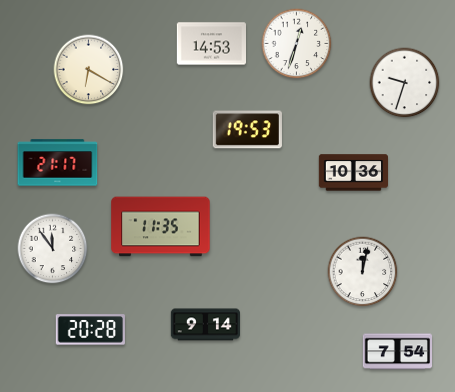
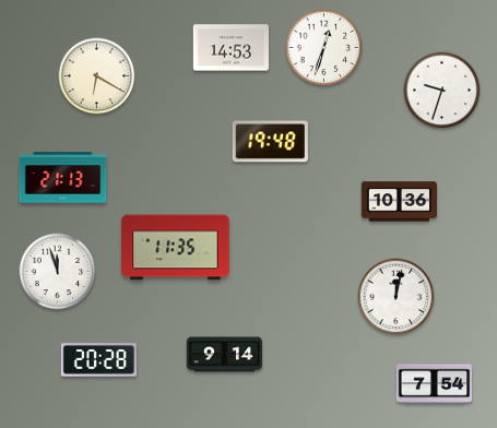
clock at (247, 130): 19:53 -> 19:48
clock at (58, 163): 21:17 -> 21:13
clock at (353, 173) position: (353, 173) -> (399, 202)
clock at (53, 249): 11:54 -> 11:57
